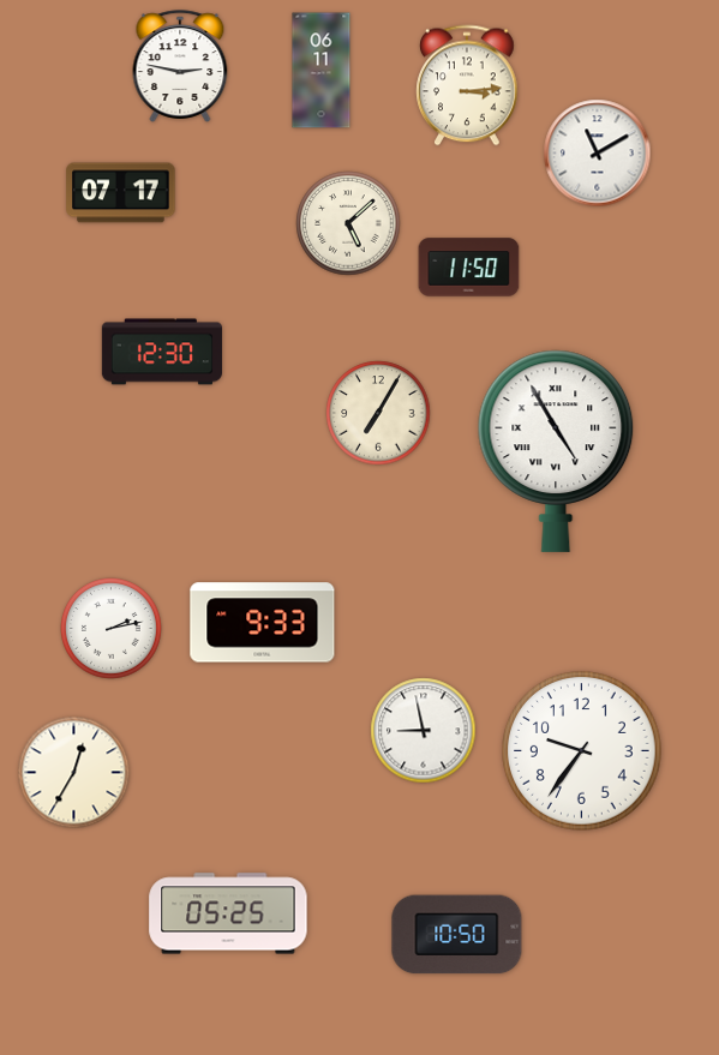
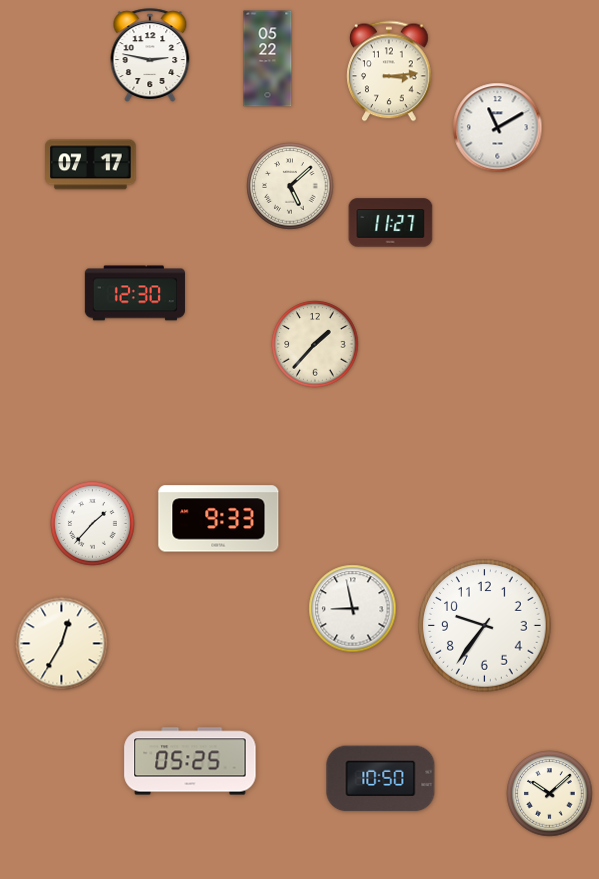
clock at (322, 71): 06:11 -> 05:22
clock at (121, 193) position: (121, 193) -> (91, 165)
clock at (469, 268): 11:50 -> 11:27
clock at (378, 413): 7:05 -> 1:37
clock at (556, 451): 4:55 -> none
clock at (112, 629): 2:13 -> 1:37
clock at (550, 794): none -> 10:08
